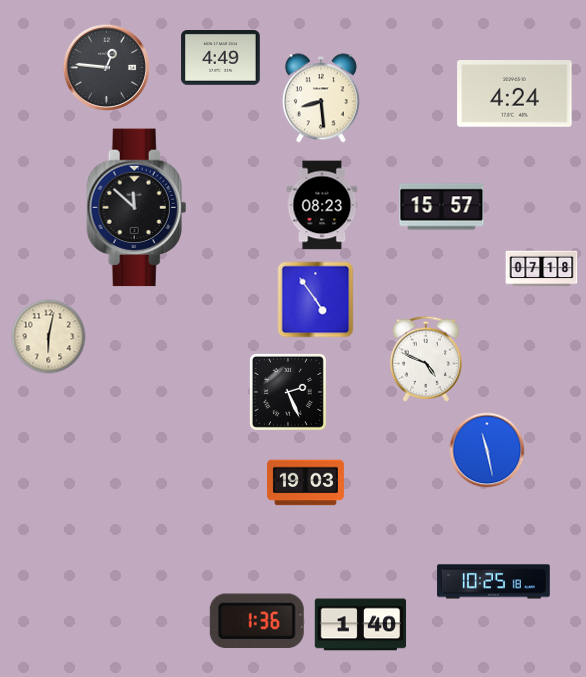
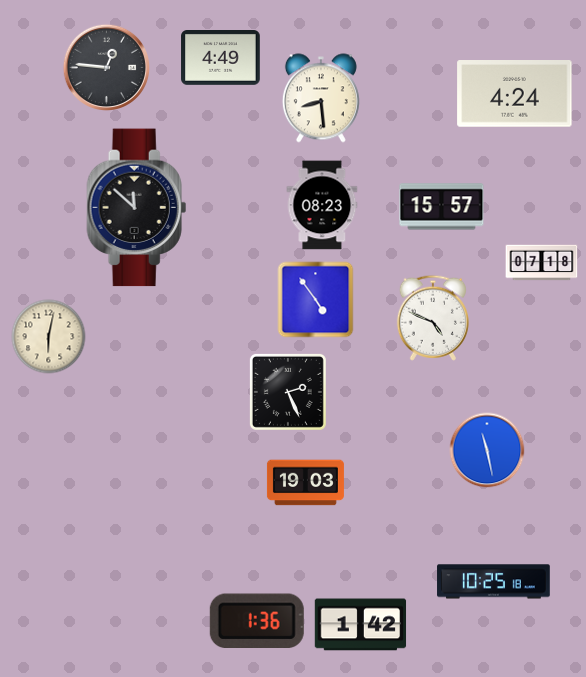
clock at (542, 269) position: (542, 269) -> (542, 263)
clock at (425, 359) position: (425, 359) -> (432, 318)
clock at (361, 625): 1:40 -> 1:42
